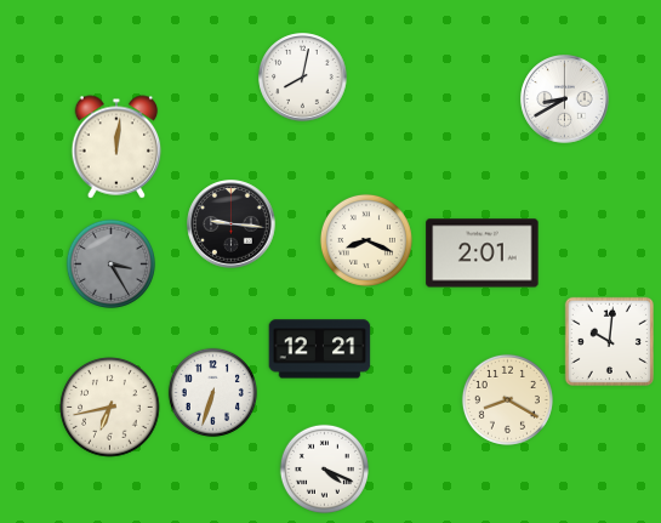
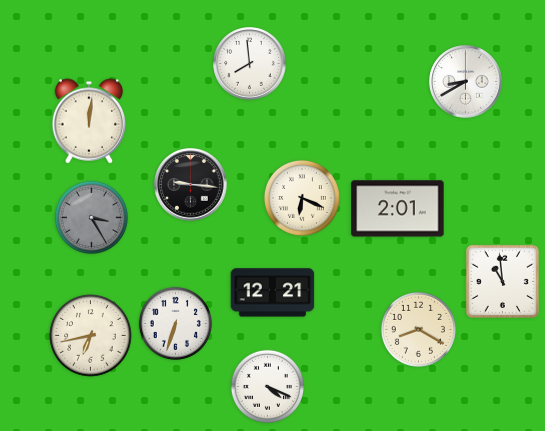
clock at (303, 78): 8:02 -> 7:59
clock at (116, 147) position: (116, 147) -> (89, 121)
clock at (366, 240): 8:19 -> 6:19
clock at (609, 341): 10:01 -> 10:59
clock at (320, 349) position: (320, 349) -> (273, 293)
